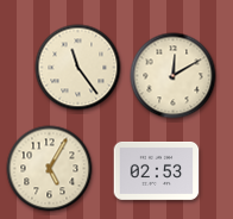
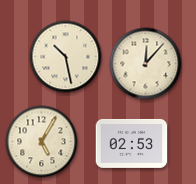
clock at (78, 68): 11:24 -> 10:28
clock at (174, 76): 12:10 -> 12:07
